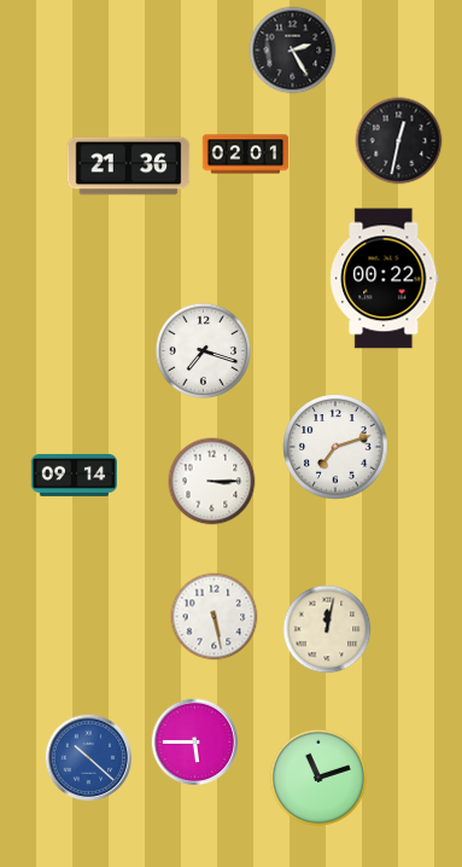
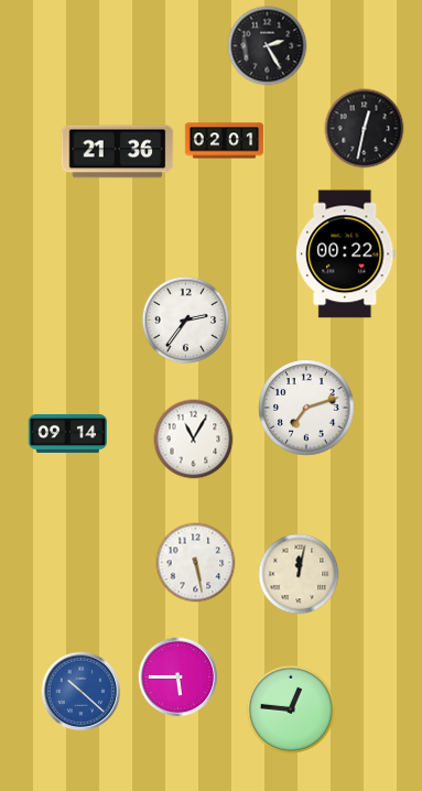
clock at (385, 279) position: (385, 279) -> (346, 254)
clock at (203, 350): 7:18 -> 2:36
clock at (212, 482): 3:15 -> 11:05
clock at (318, 778): 11:12 -> 12:46
